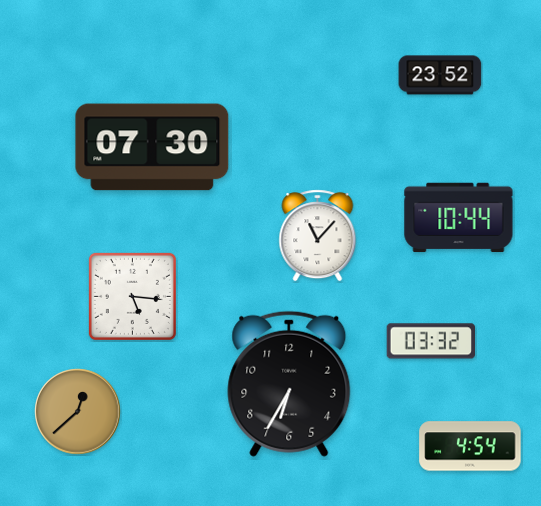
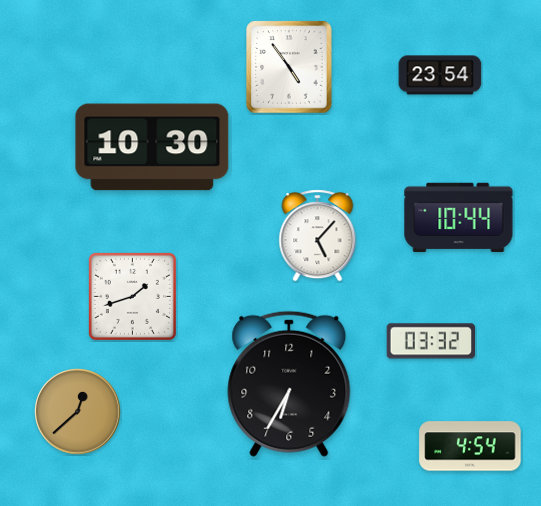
clock at (289, 67): none -> 4:54
clock at (440, 75): 23:52 -> 23:54
clock at (152, 147): 07:30 -> 10:30
clock at (318, 236): 11:07 -> 5:07
clock at (132, 296): 5:16 -> 1:42
